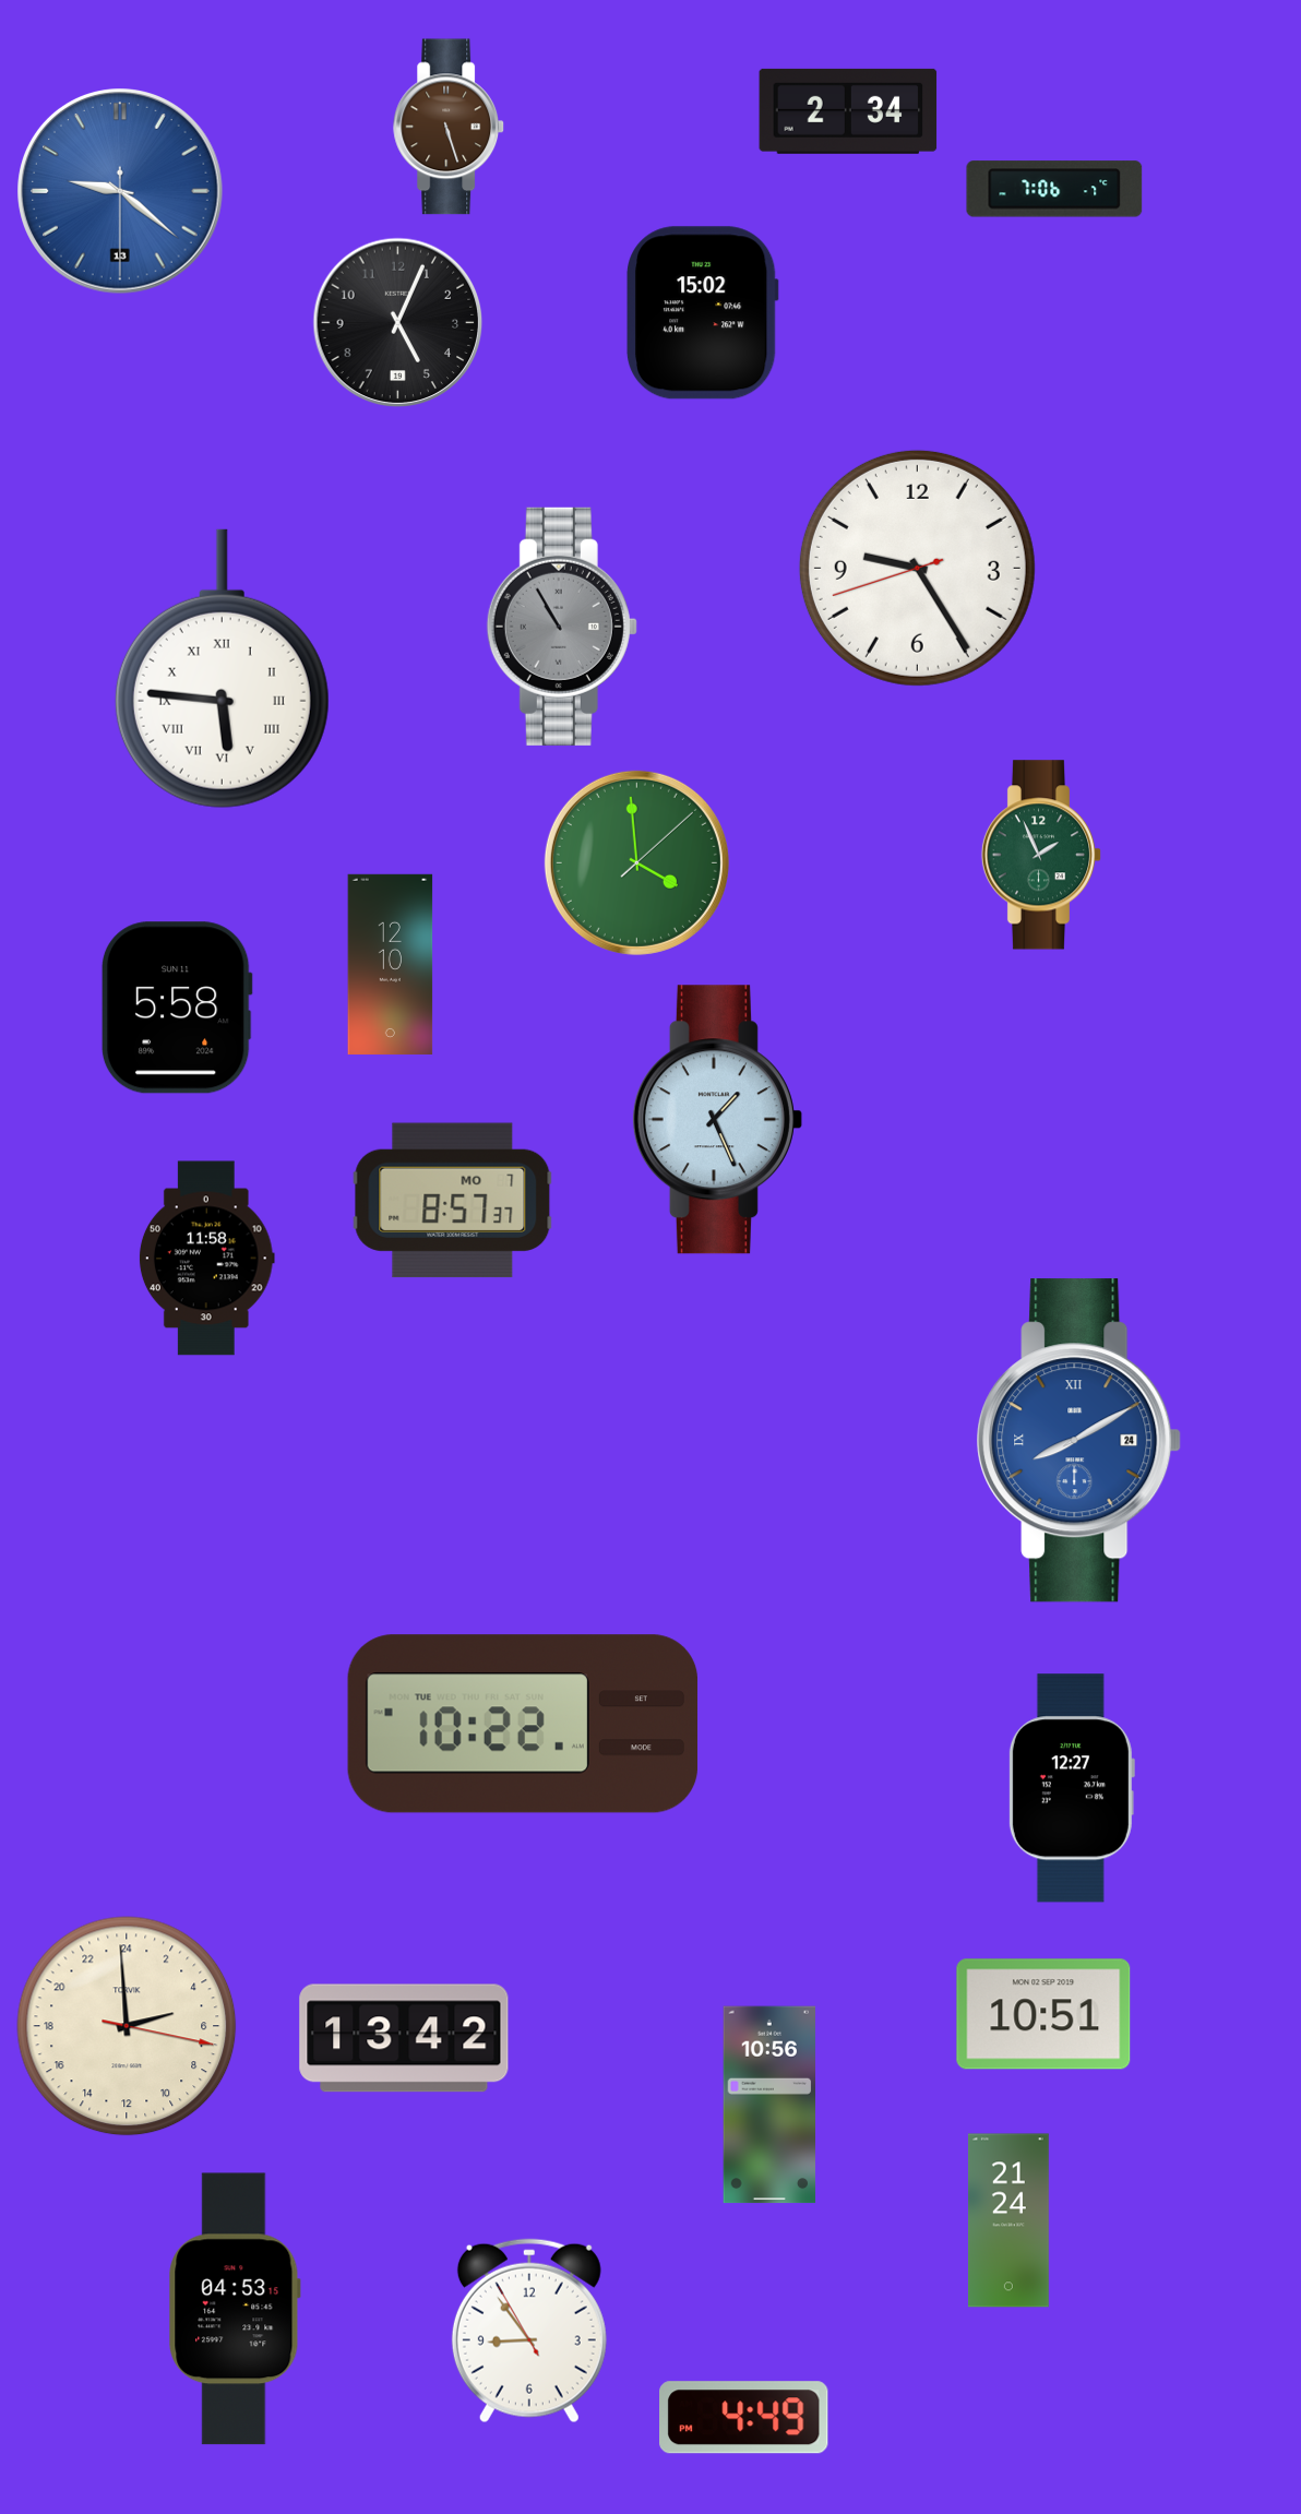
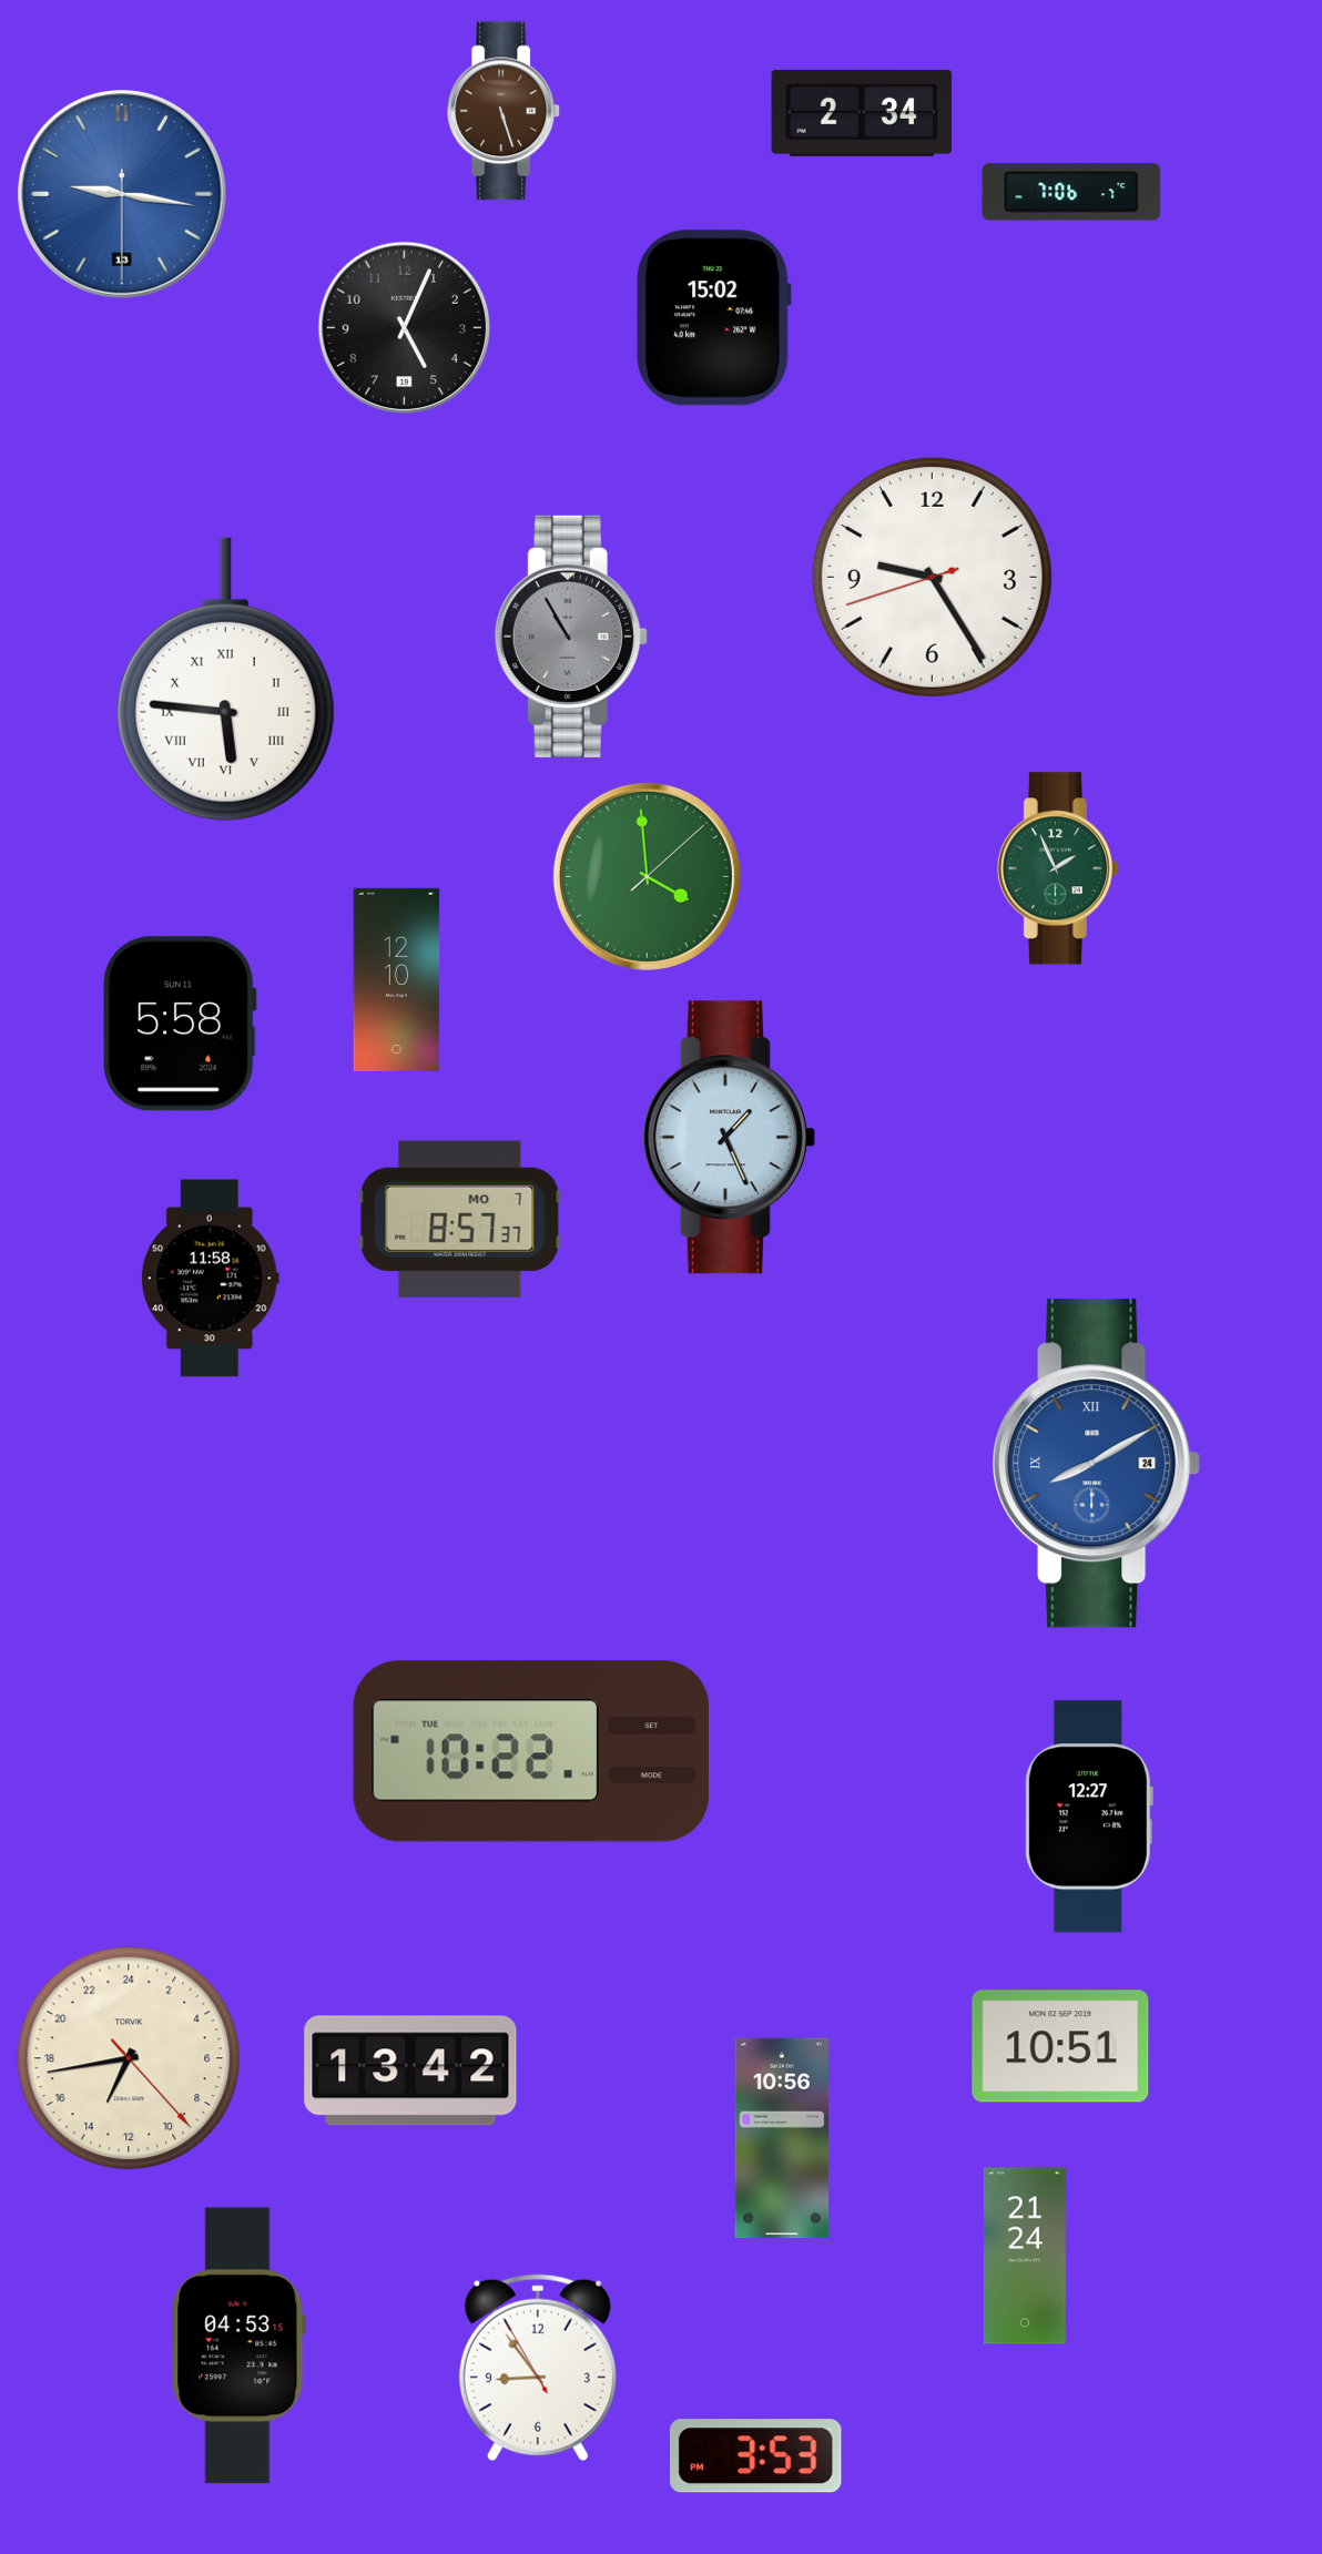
clock at (450, 127) position: (450, 127) -> (505, 111)
clock at (120, 191): 9:21 -> 9:16
clock at (127, 2026): 4:59 -> 13:43
clock at (744, 2418): 4:49 -> 3:53
